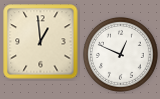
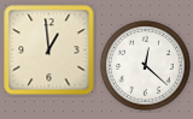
clock at (120, 54): 12:49 -> 12:22
